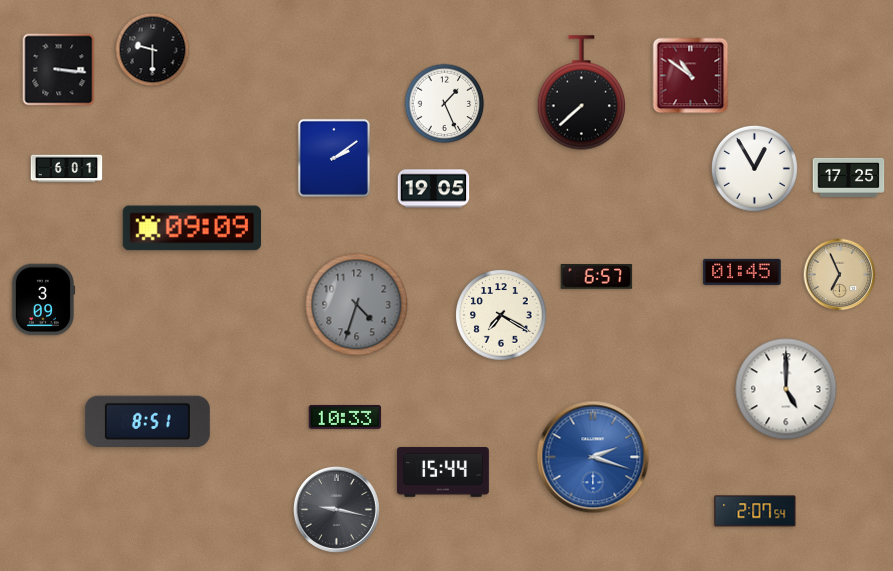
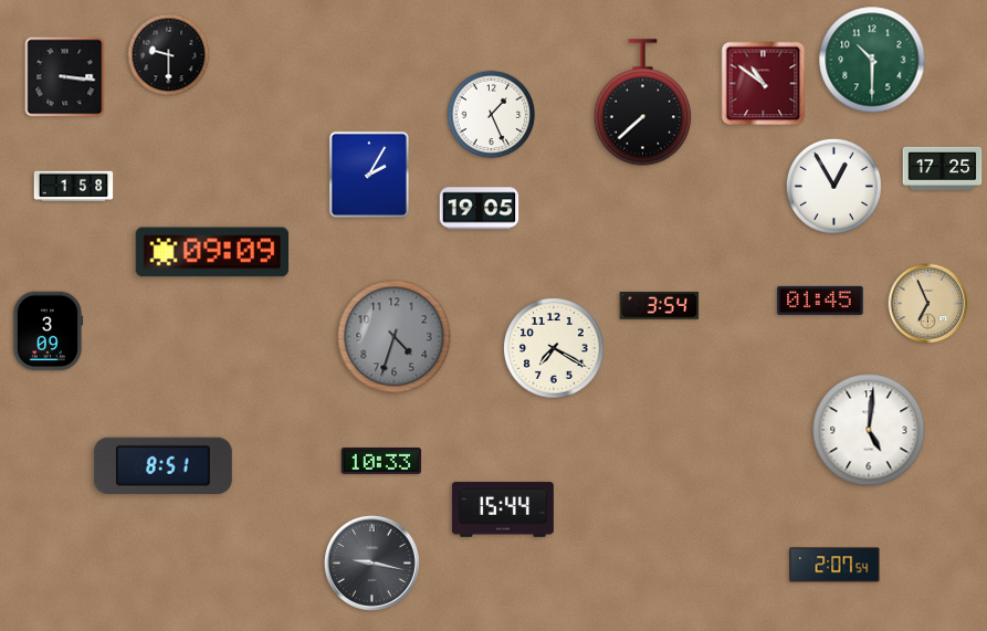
clock at (872, 60): none -> 10:30
clock at (334, 158): 2:09 -> 2:05
clock at (67, 169): 6:01 -> 1:58
clock at (849, 177) position: (849, 177) -> (943, 168)
clock at (597, 277): 6:57 -> 3:54
clock at (786, 389): 5:00 -> 5:01
clock at (593, 457): 2:18 -> none
clock at (443, 472) position: (443, 472) -> (503, 509)
